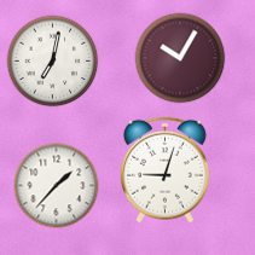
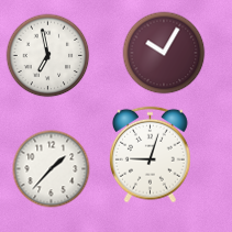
clock at (53, 62): 7:02 -> 6:58
